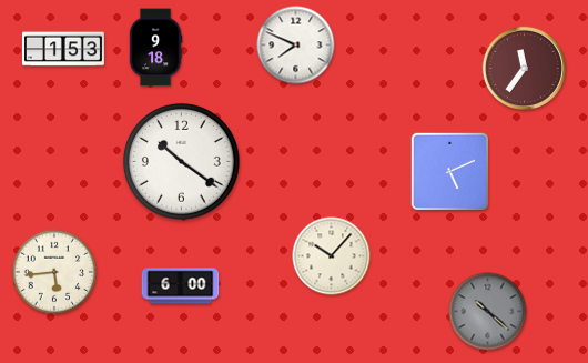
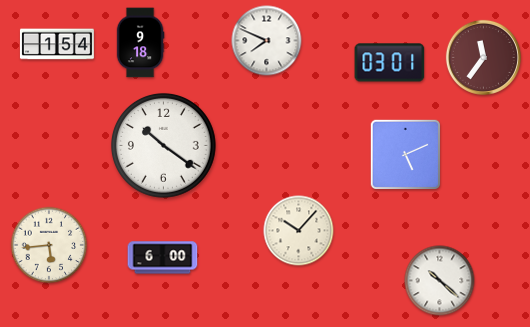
clock at (63, 49): 1:53 -> 1:54
clock at (524, 68) position: (524, 68) -> (483, 57)
clock at (390, 63): none -> 03:01
clock at (488, 312) dial: grey -> white
